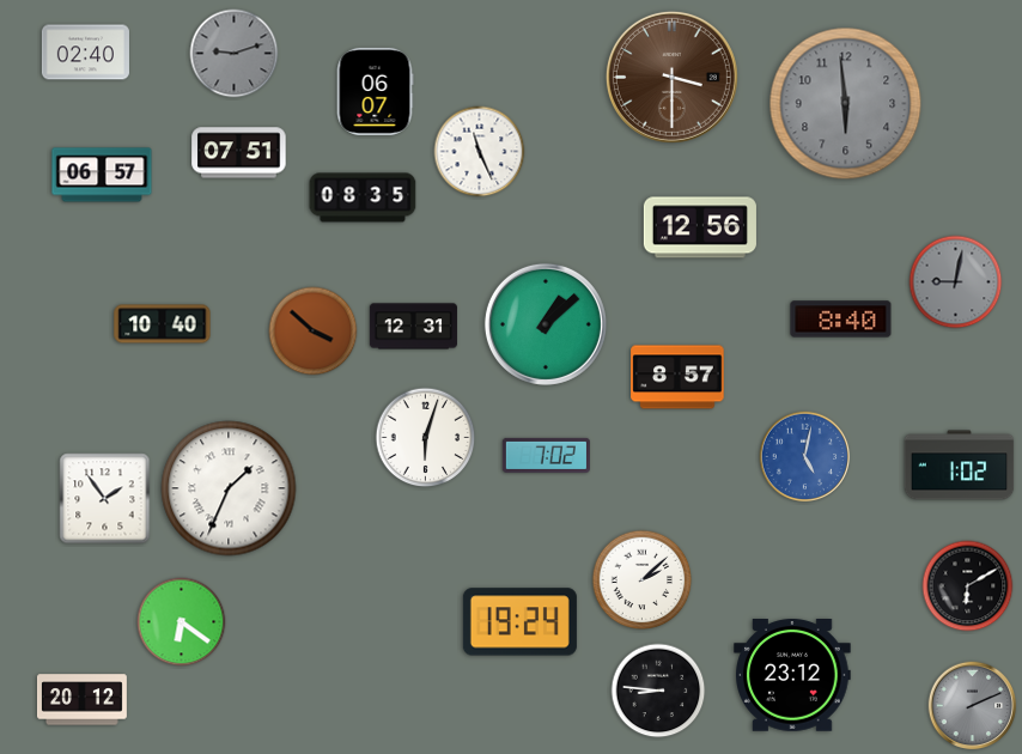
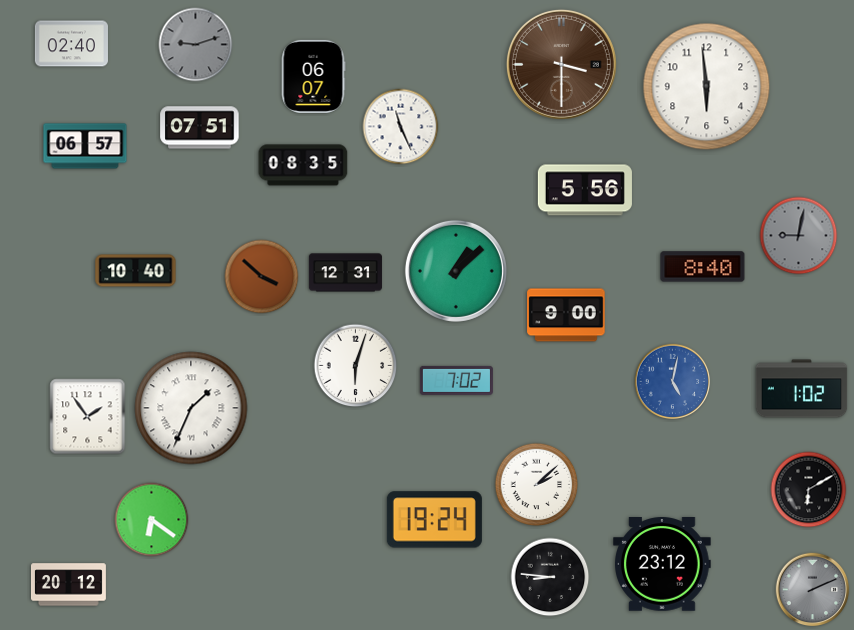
clock at (846, 104) dial: grey -> white
clock at (700, 227): 12:56 -> 5:56
clock at (677, 377): 8:57 -> 9:00
